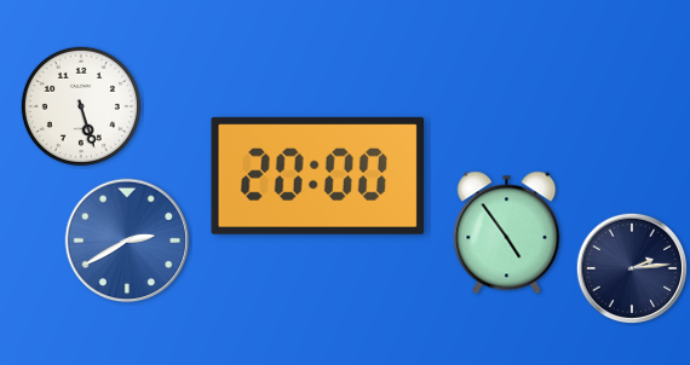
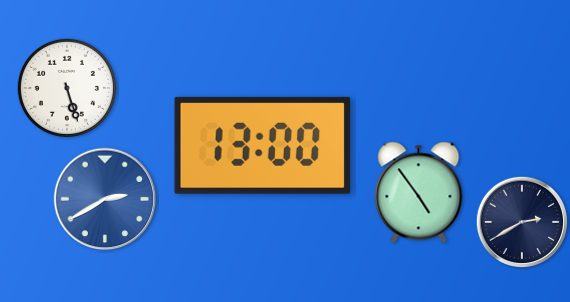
clock at (318, 175): 20:00 -> 13:00
clock at (631, 267): 2:14 -> 2:40
